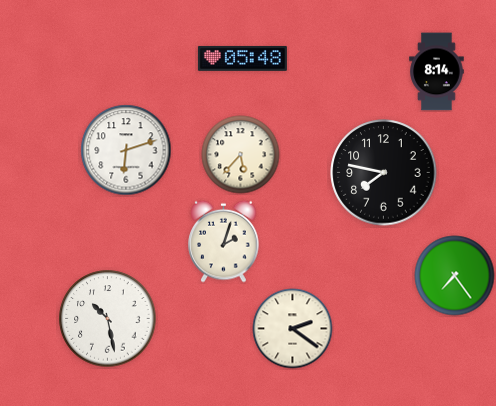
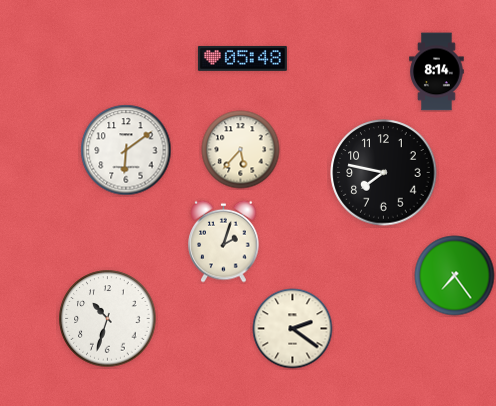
clock at (126, 150): 6:12 -> 6:09
clock at (241, 155) position: (241, 155) -> (241, 150)
clock at (108, 319): 10:28 -> 10:33
